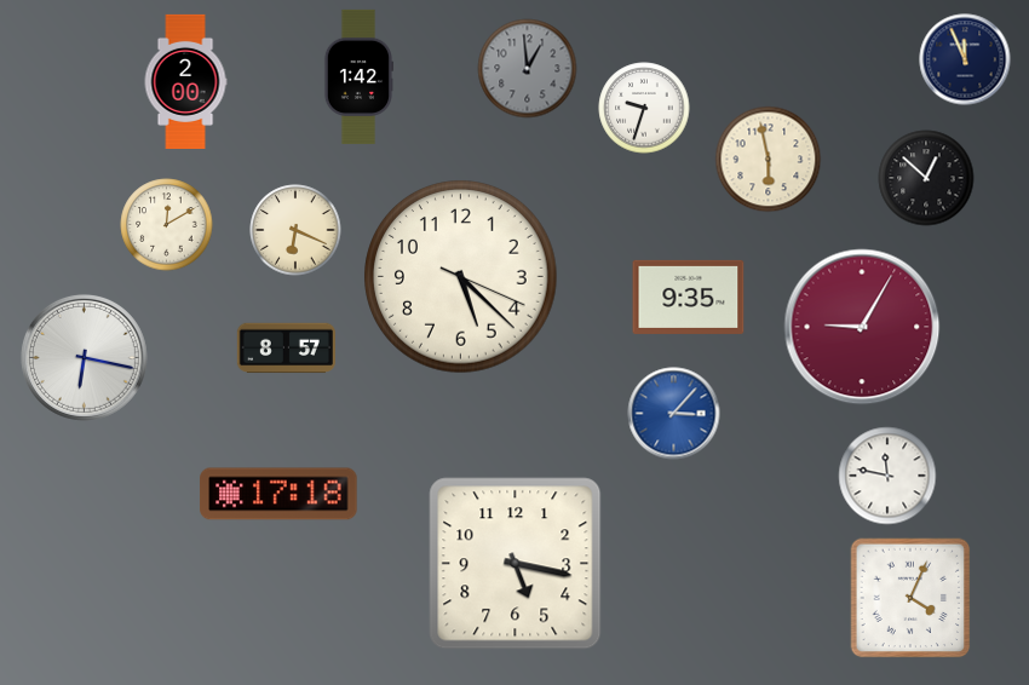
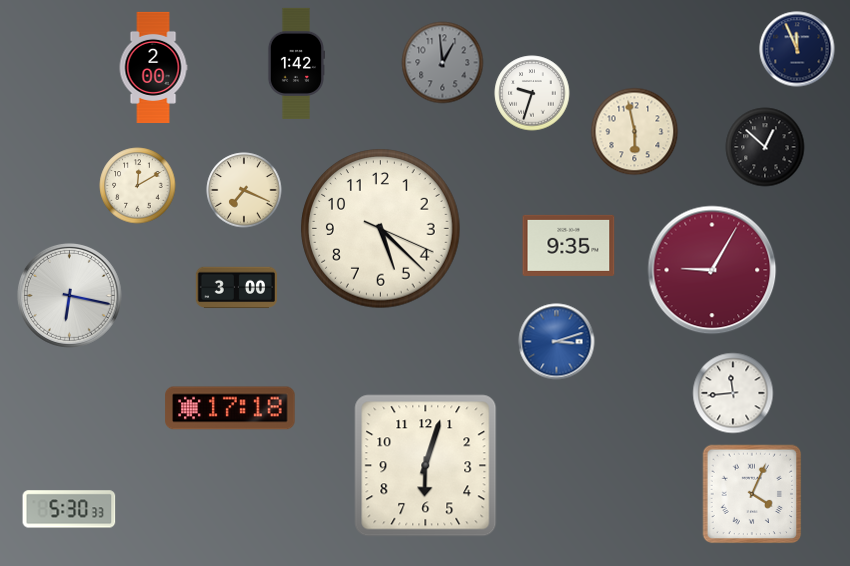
clock at (528, 69) position: (528, 69) -> (443, 63)
clock at (644, 108) position: (644, 108) -> (532, 93)
clock at (295, 230): 6:19 -> 7:19
clock at (286, 349): 8:57 -> 3:00
clock at (674, 414): 3:07 -> 3:12
clock at (887, 476): 11:47 -> 11:44
clock at (516, 564): 5:17 -> 6:03
clock at (69, 509): none -> 5:30
